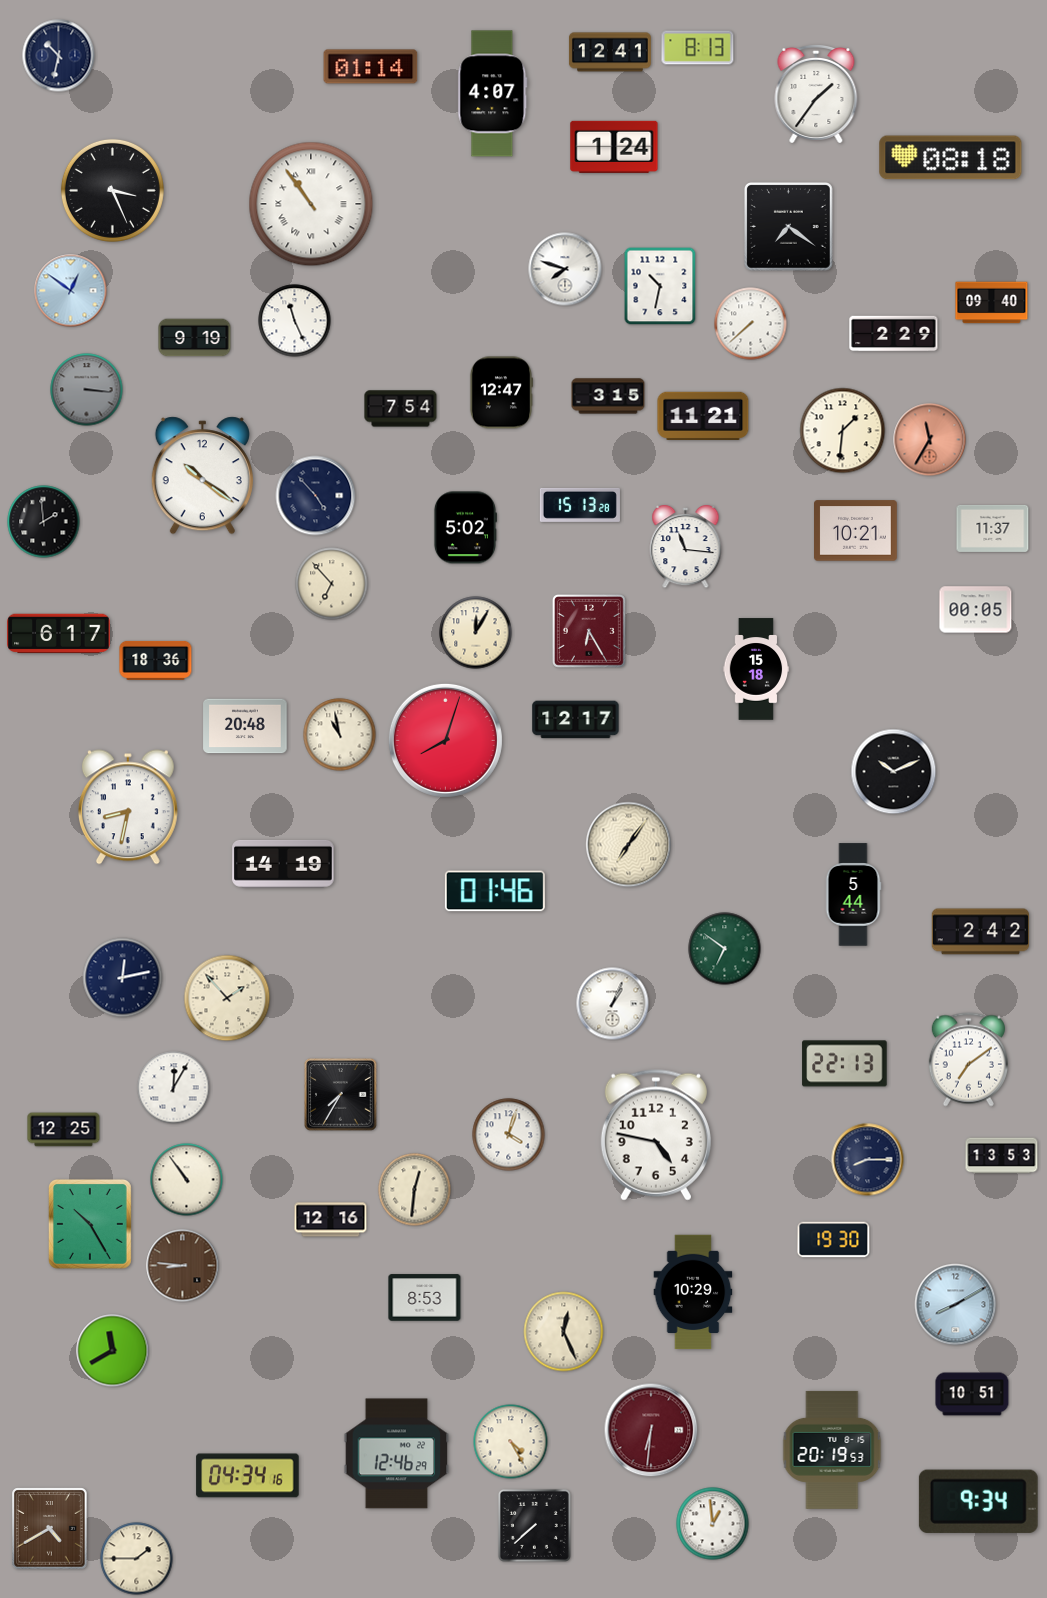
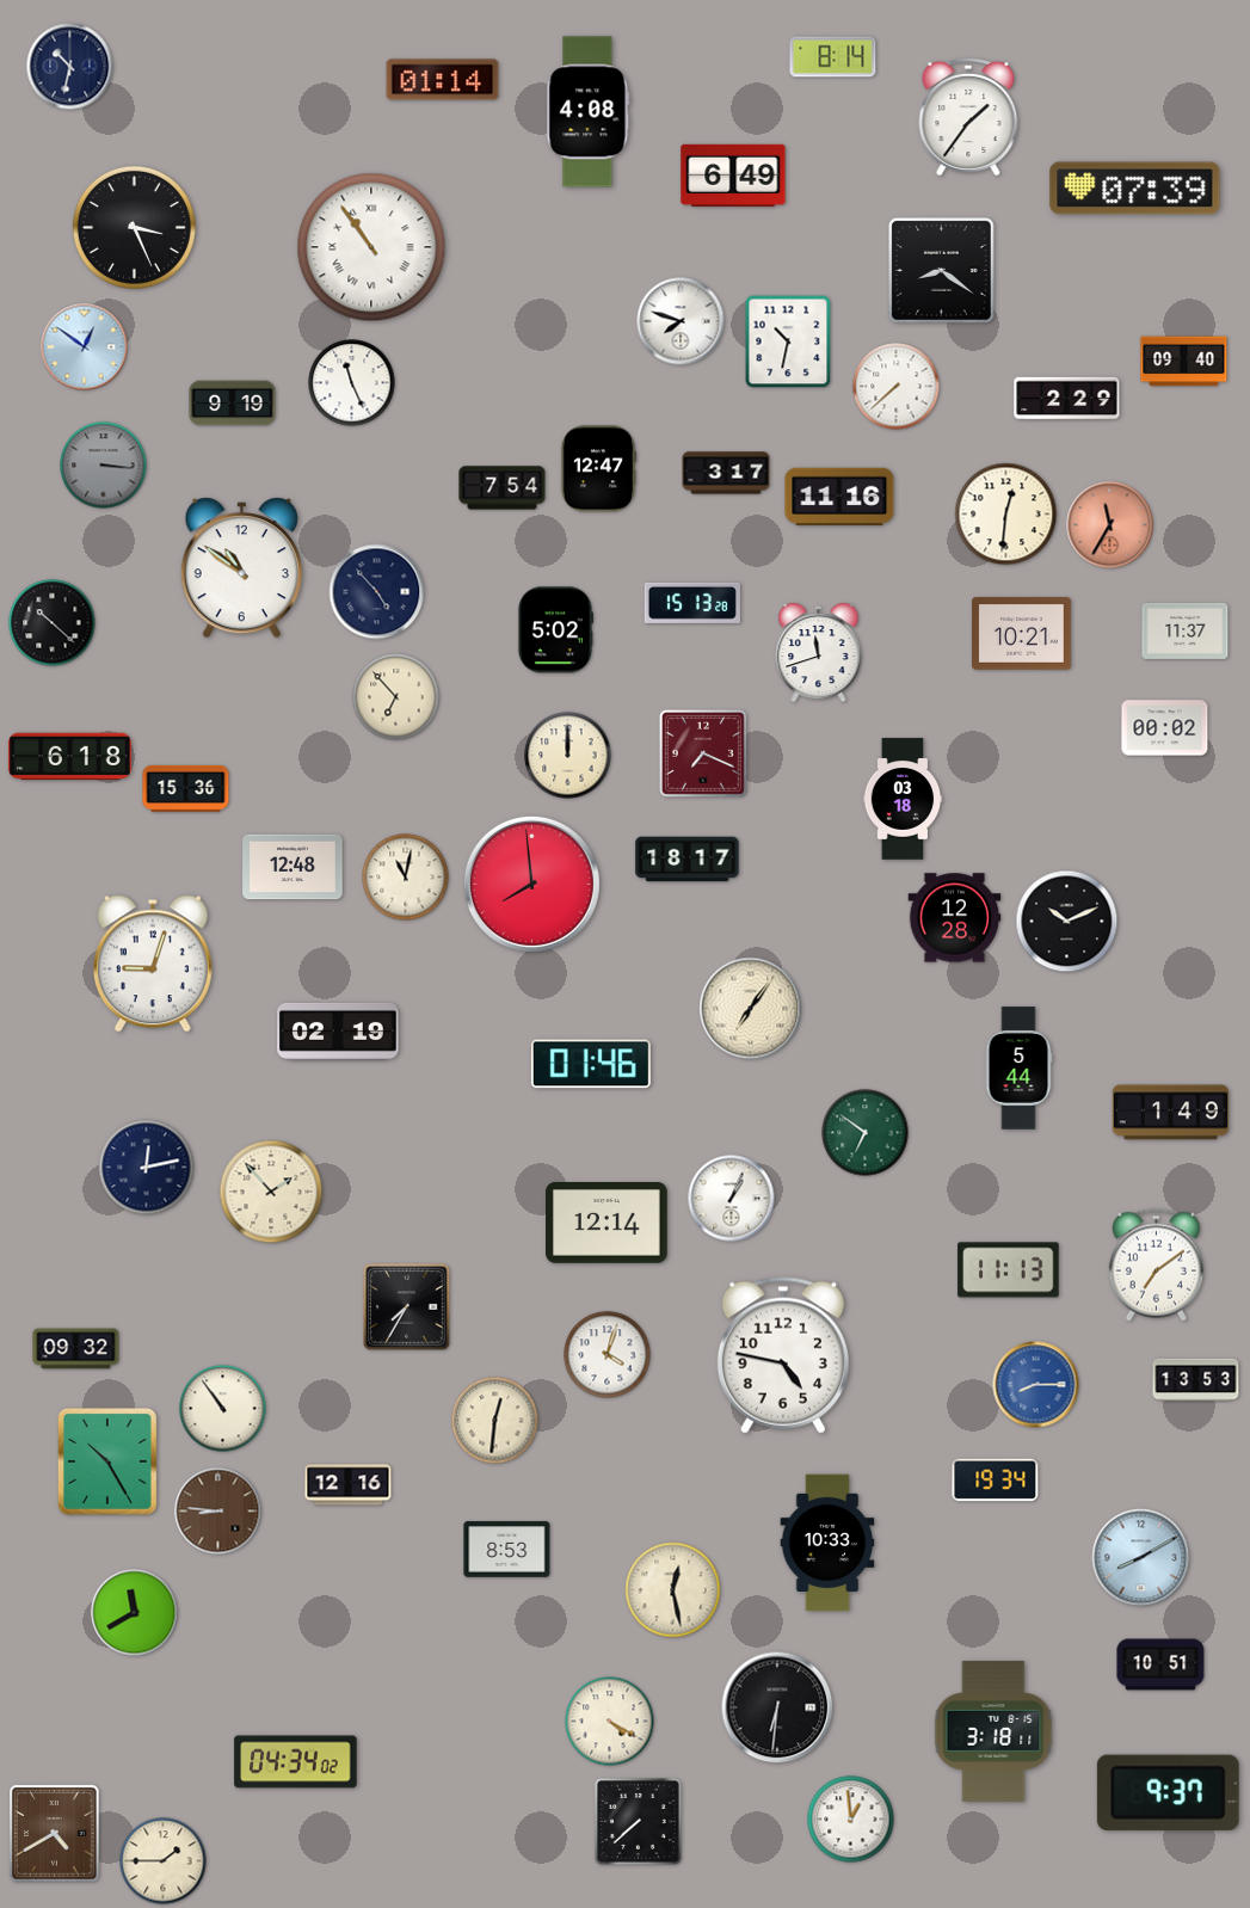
clock at (698, 48): 8:13 -> 8:14
clock at (610, 52): 12:41 -> none
clock at (493, 94): 4:07 -> 4:08
clock at (816, 94) position: (816, 94) -> (968, 117)
clock at (614, 147): 1:24 -> 6:49
clock at (951, 158): 08:18 -> 07:39
clock at (311, 204) position: (311, 204) -> (371, 247)
clock at (788, 226): 7:21 -> 8:21
clock at (565, 269) position: (565, 269) -> (681, 321)
clock at (608, 396): 3:15 -> 3:17
clock at (401, 409) position: (401, 409) -> (503, 488)
clock at (703, 416): 11:21 -> 11:16
clock at (843, 431): 1:31 -> 12:31
clock at (202, 476): 10:21 -> 10:51
clock at (44, 522): 1:59 -> 10:22
clock at (686, 547): 11:16 -> 11:42
clock at (976, 610): 00:05 -> 00:02
clock at (589, 631): 6:25 -> 7:19
clock at (476, 633): 12:05 -> 12:00
clock at (59, 634): 6:17 -> 6:18
clock at (156, 660): 18:36 -> 15:36
clock at (756, 669): 15:18 -> 03:18
clock at (576, 720): 12:17 -> 18:17
clock at (245, 726): 20:48 -> 12:48
clock at (340, 735): 10:58 -> 11:02
clock at (445, 740): 8:03 -> 7:59
clock at (955, 918): none -> 12:28
clock at (128, 807): 8:32 -> 9:03
clock at (283, 864): 14:19 -> 02:19
clock at (980, 932): 2:42 -> 1:49
clock at (606, 1223): none -> 12:14
clock at (845, 1064): 22:13 -> 11:13
clock at (174, 1088): 12:05 -> none
clock at (64, 1130): 12:25 -> 09:32
clock at (868, 1160) dial: navy -> blue
clock at (331, 1220) position: (331, 1220) -> (349, 1485)
clock at (834, 1240): 19:30 -> 19:34
clock at (693, 1292): 10:29 -> 10:33
clock at (564, 1332): 12:26 -> 12:28
clock at (651, 1430) dial: burgundy -> black
clock at (511, 1442): 4:25 -> 4:20
clock at (832, 1450): 20:19 -> 3:18
clock at (397, 1454): 12:46 -> none
clock at (248, 1476): 04:34:16 -> 04:34:02
clock at (978, 1501): 9:34 -> 9:37
clock at (50, 1529) position: (50, 1529) -> (55, 1834)
